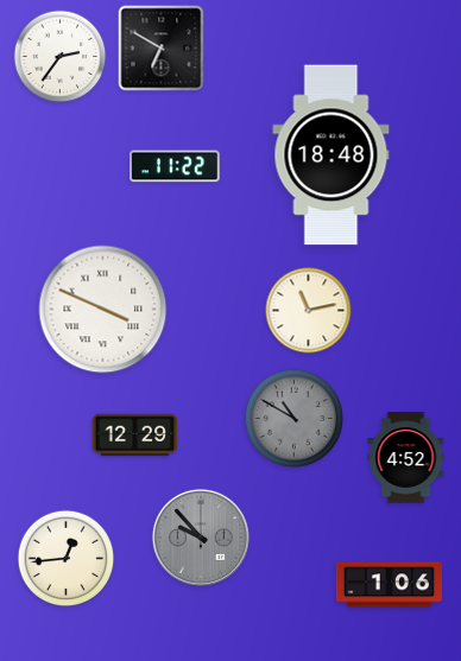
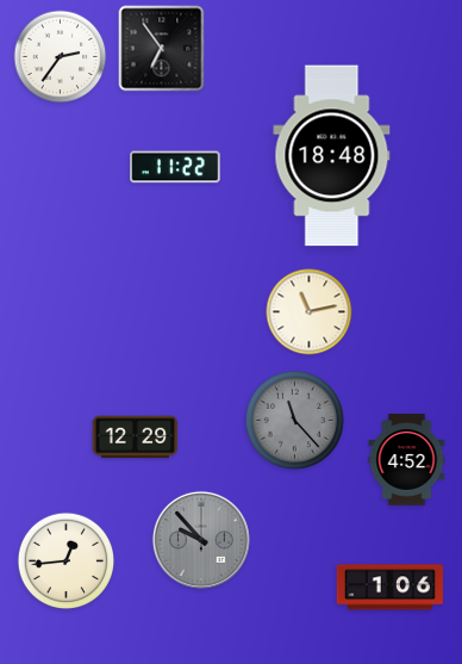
clock at (162, 49): 6:50 -> 6:54
clock at (103, 310): 3:49 -> none
clock at (293, 418): 10:50 -> 11:23
